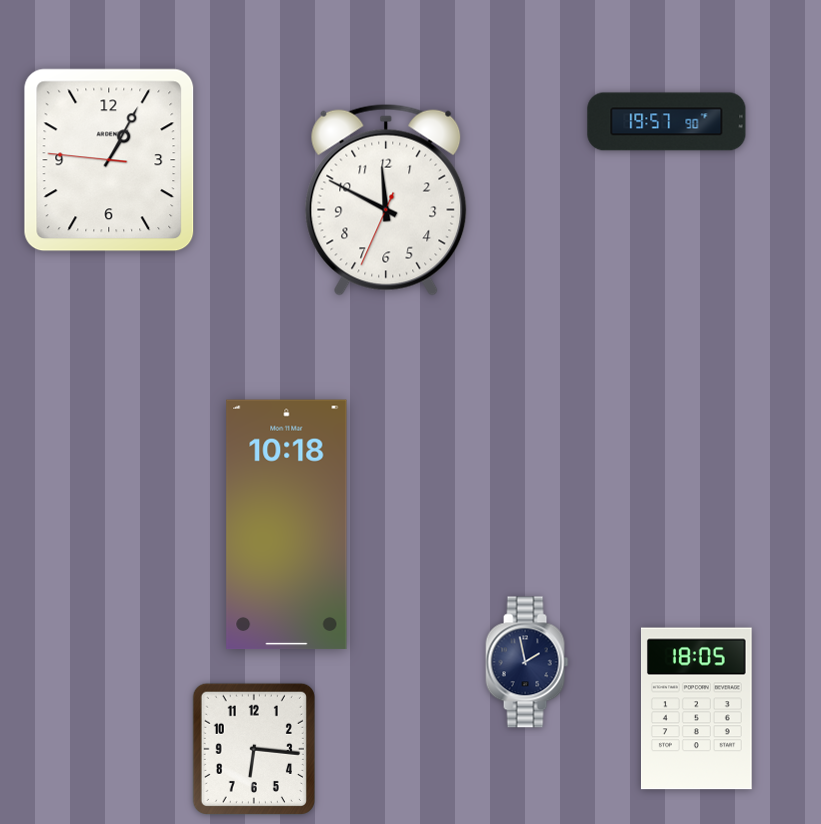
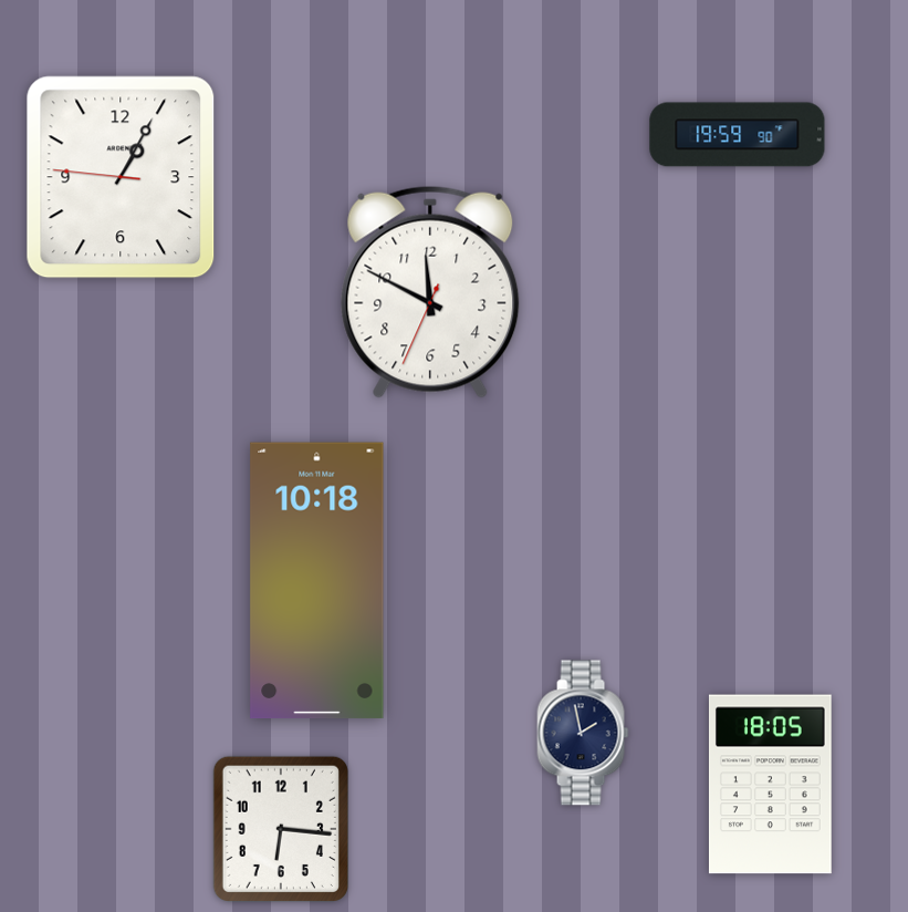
clock at (667, 122): 19:57 -> 19:59
clock at (386, 200) position: (386, 200) -> (430, 292)
